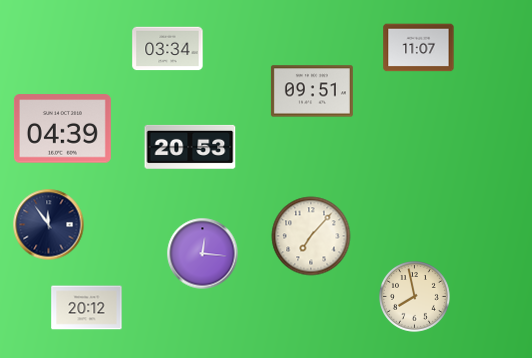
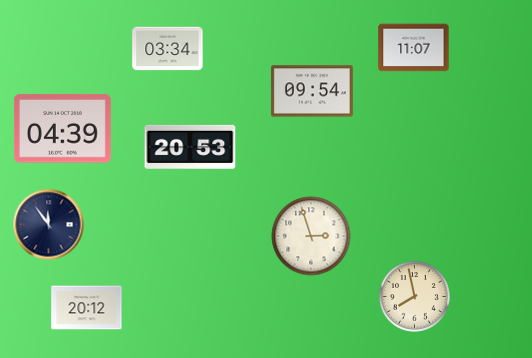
clock at (419, 48) position: (419, 48) -> (414, 48)
clock at (312, 91): 09:51 -> 09:54
clock at (311, 236): 7:07 -> 2:57
clock at (203, 254): 12:16 -> none
